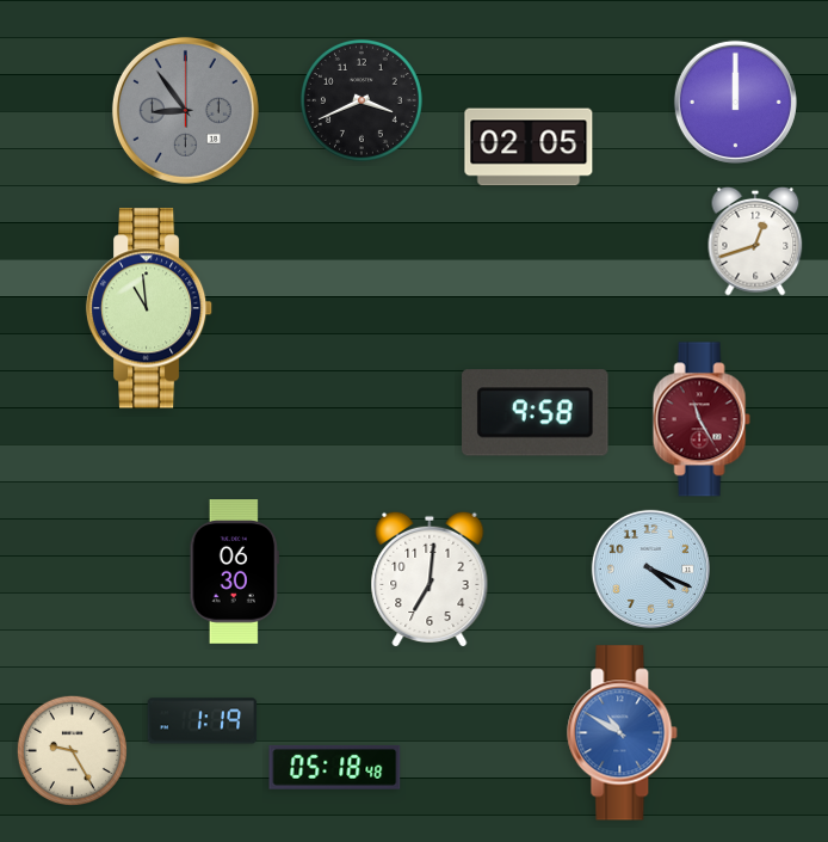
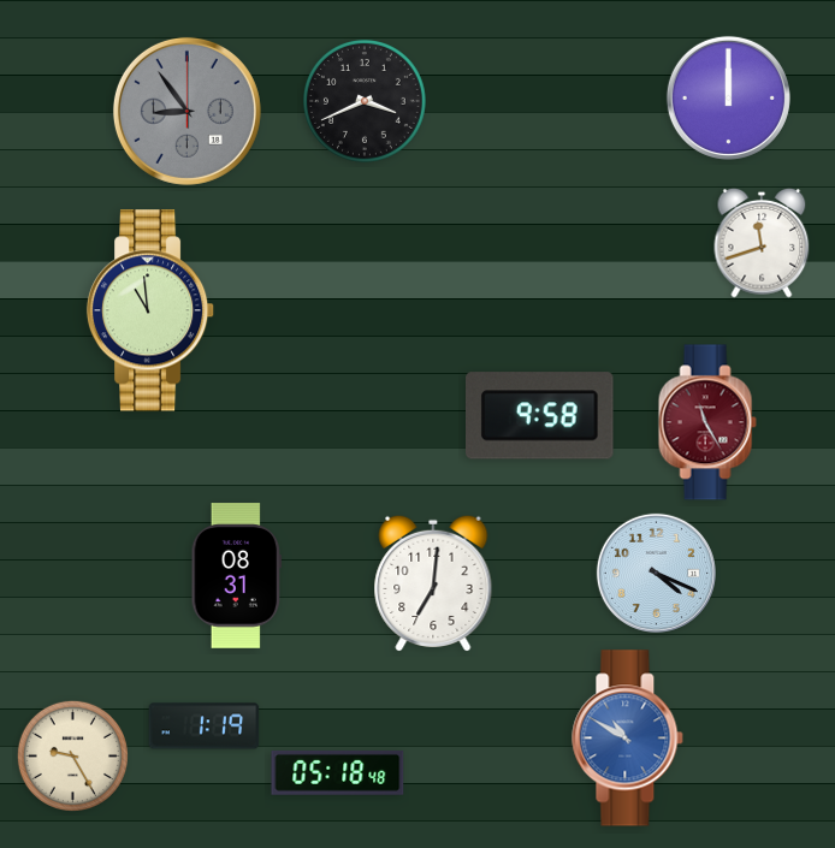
clock at (735, 102) position: (735, 102) -> (728, 97)
clock at (529, 147): 02:05 -> none
clock at (755, 241): 12:42 -> 11:42
clock at (235, 572): 06:30 -> 08:31
